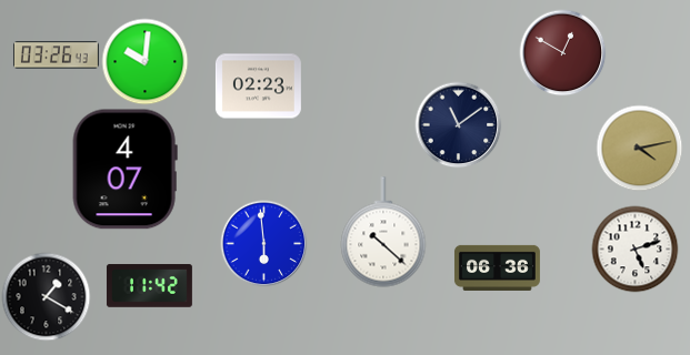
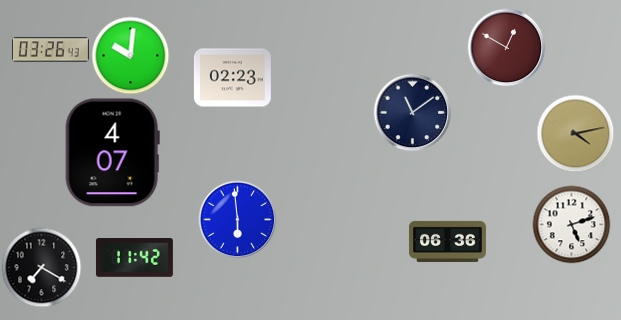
clock at (383, 232): 10:22 -> none
clock at (46, 296): 1:20 -> 7:20
